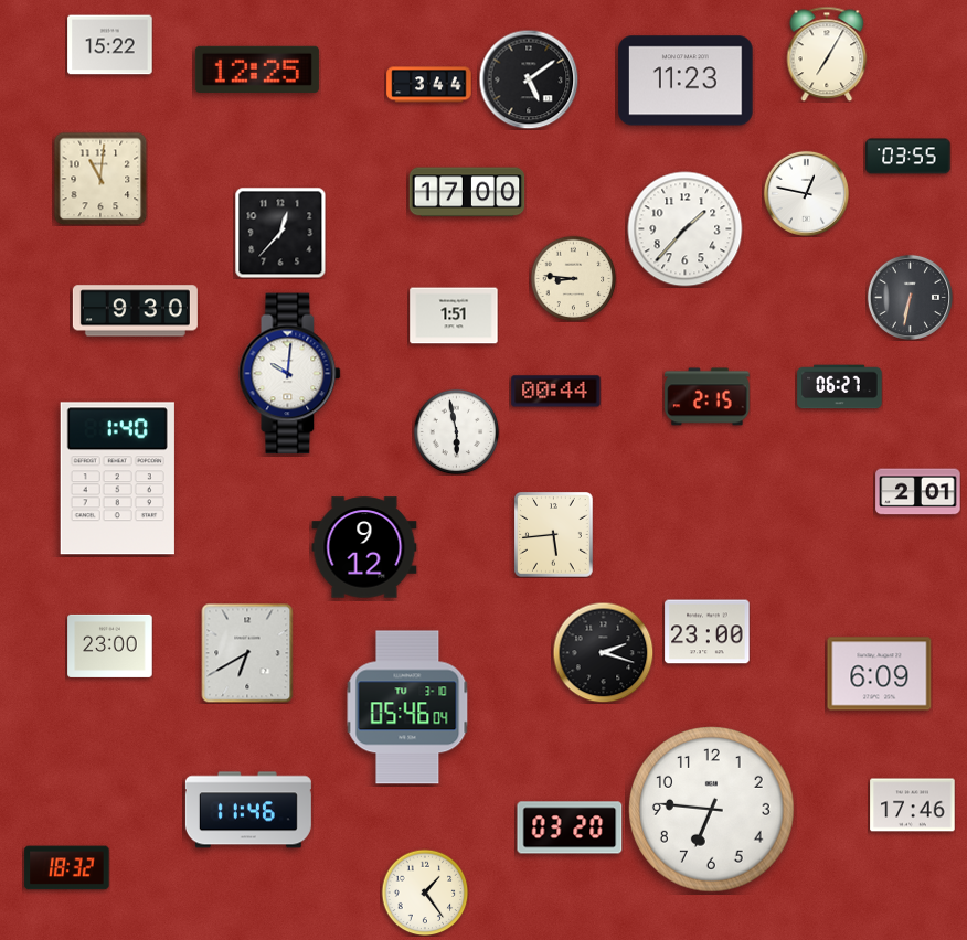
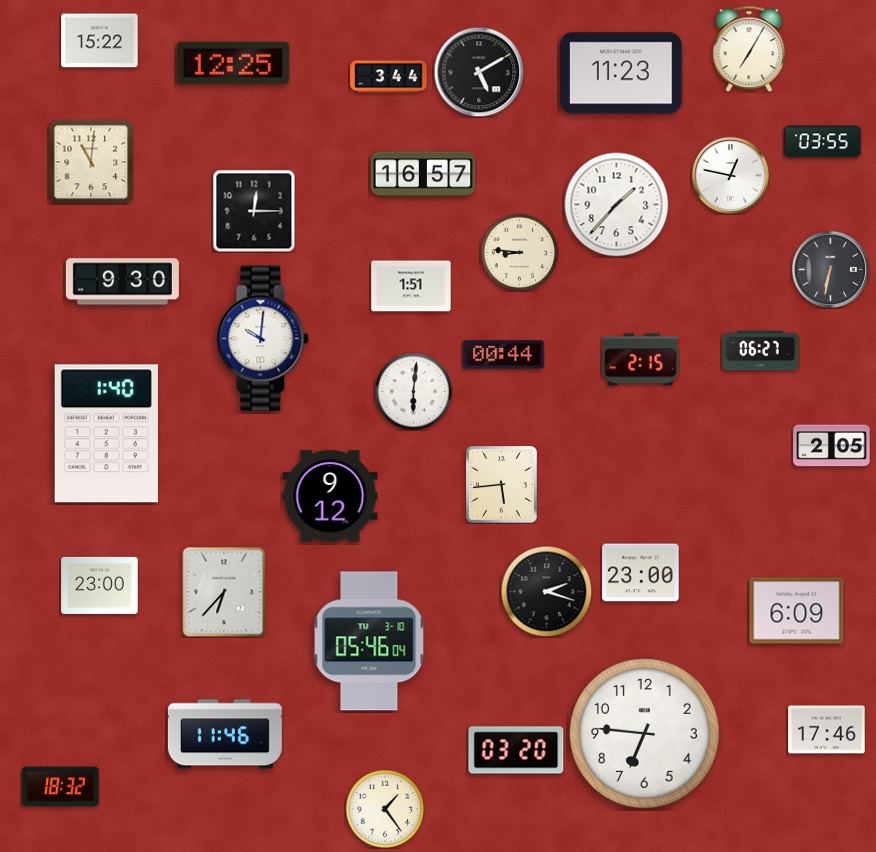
clock at (529, 79): 5:09 -> 5:10
clock at (467, 192): 17:00 -> 16:57
clock at (686, 229) position: (686, 229) -> (617, 205)
clock at (280, 233): 12:37 -> 12:15
clock at (910, 297) position: (910, 297) -> (830, 269)
clock at (456, 431): 5:58 -> 6:01
clock at (918, 492): 2:01 -> 2:05
clock at (247, 653): 6:40 -> 6:37
